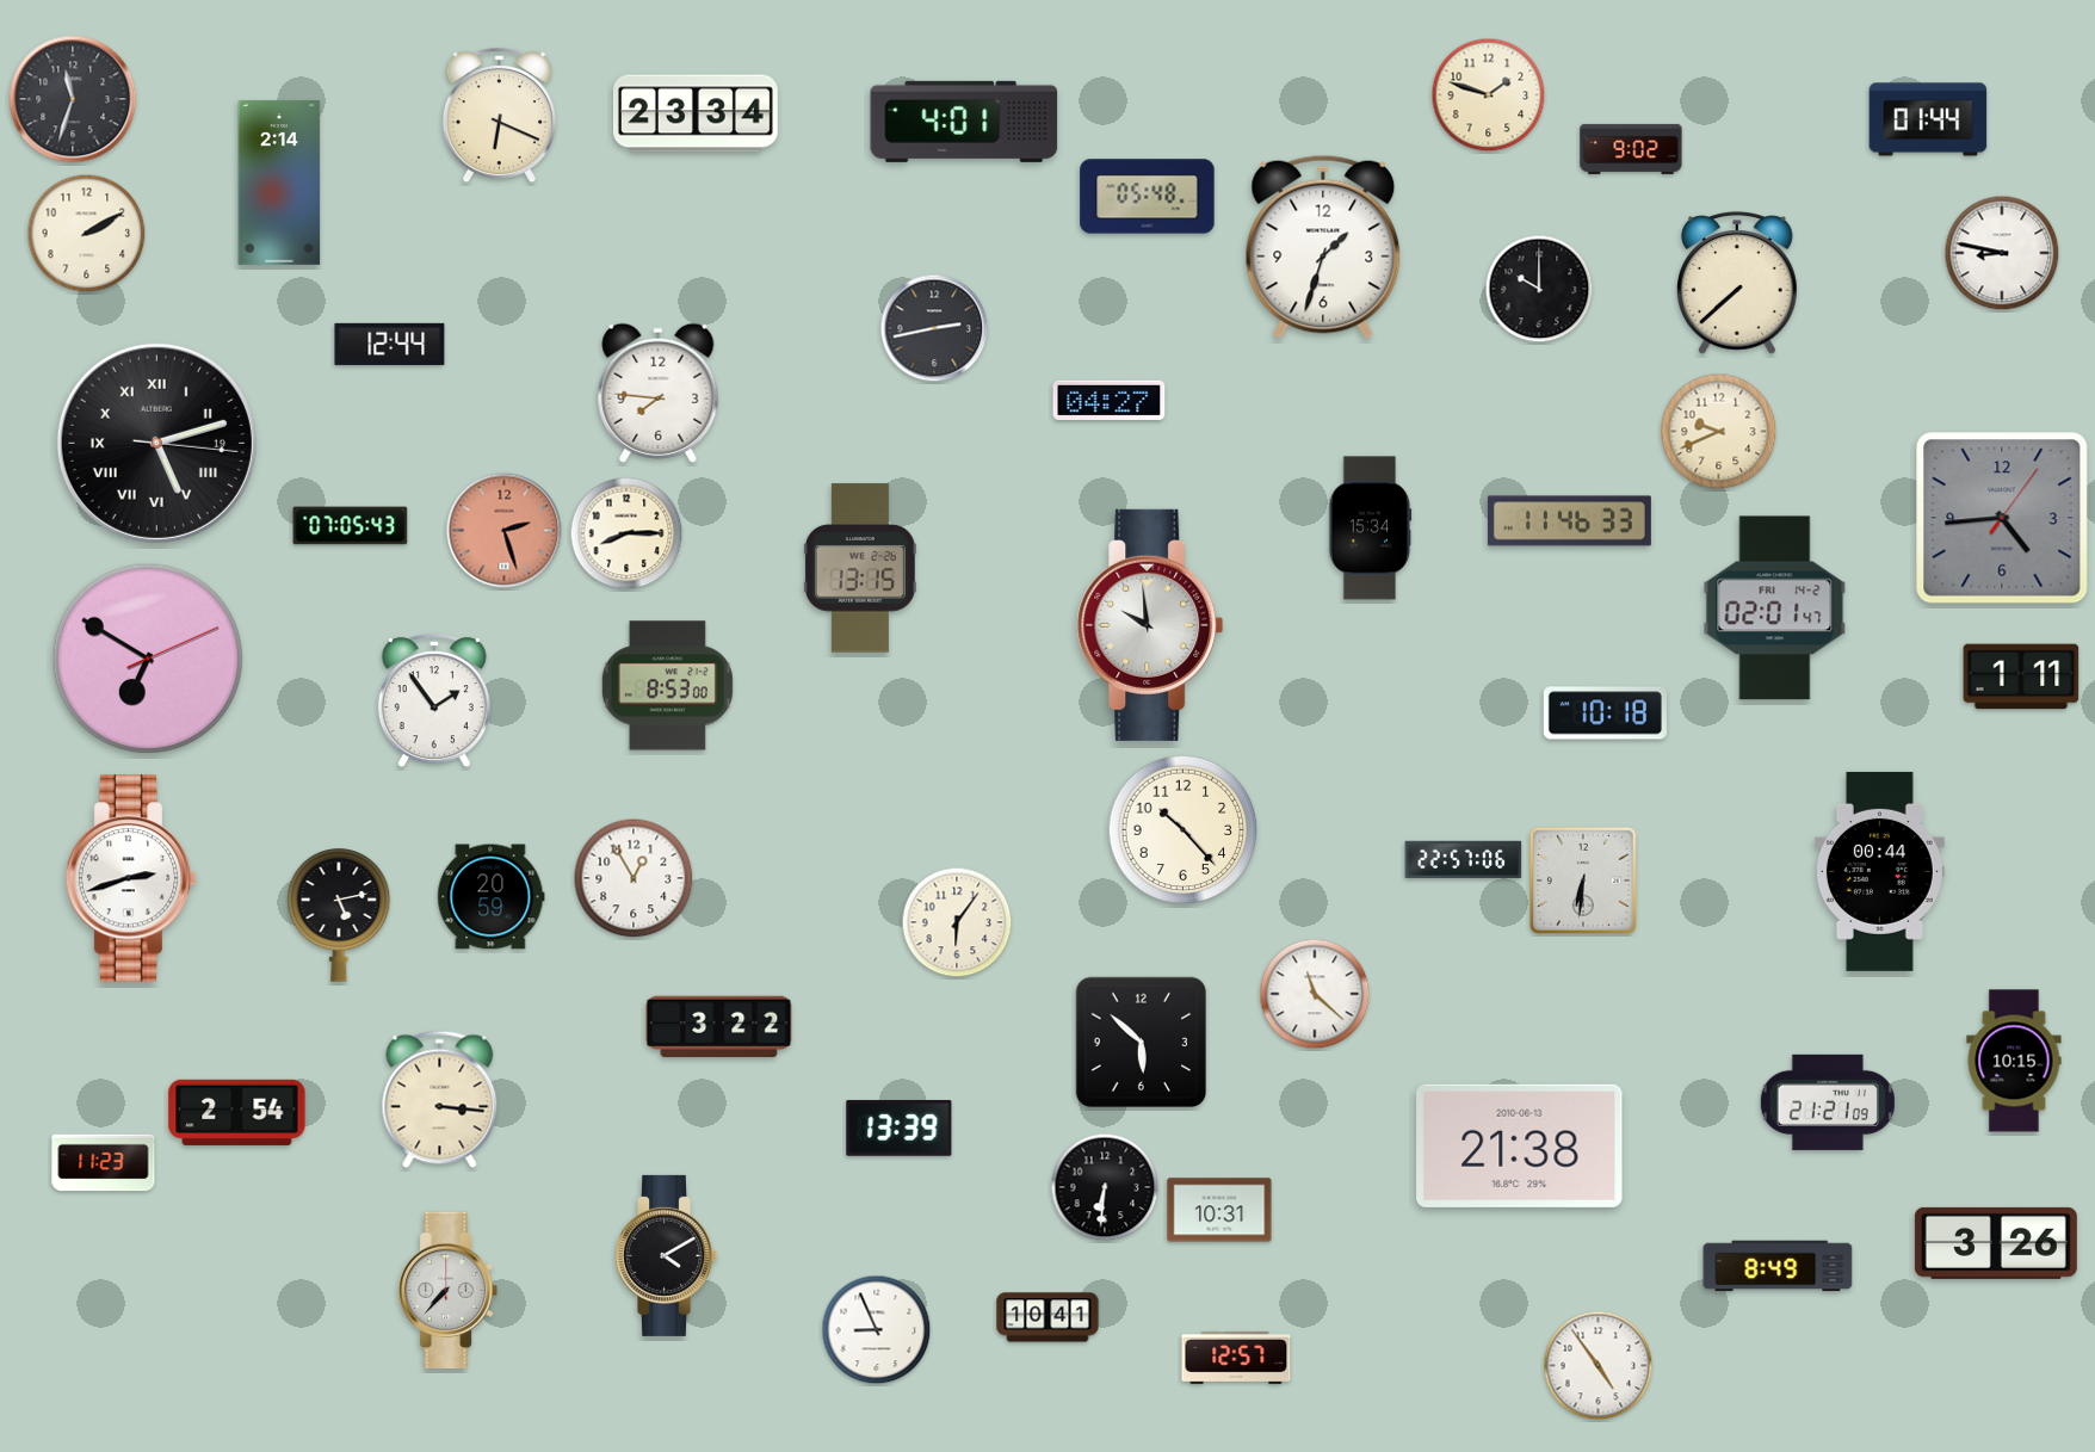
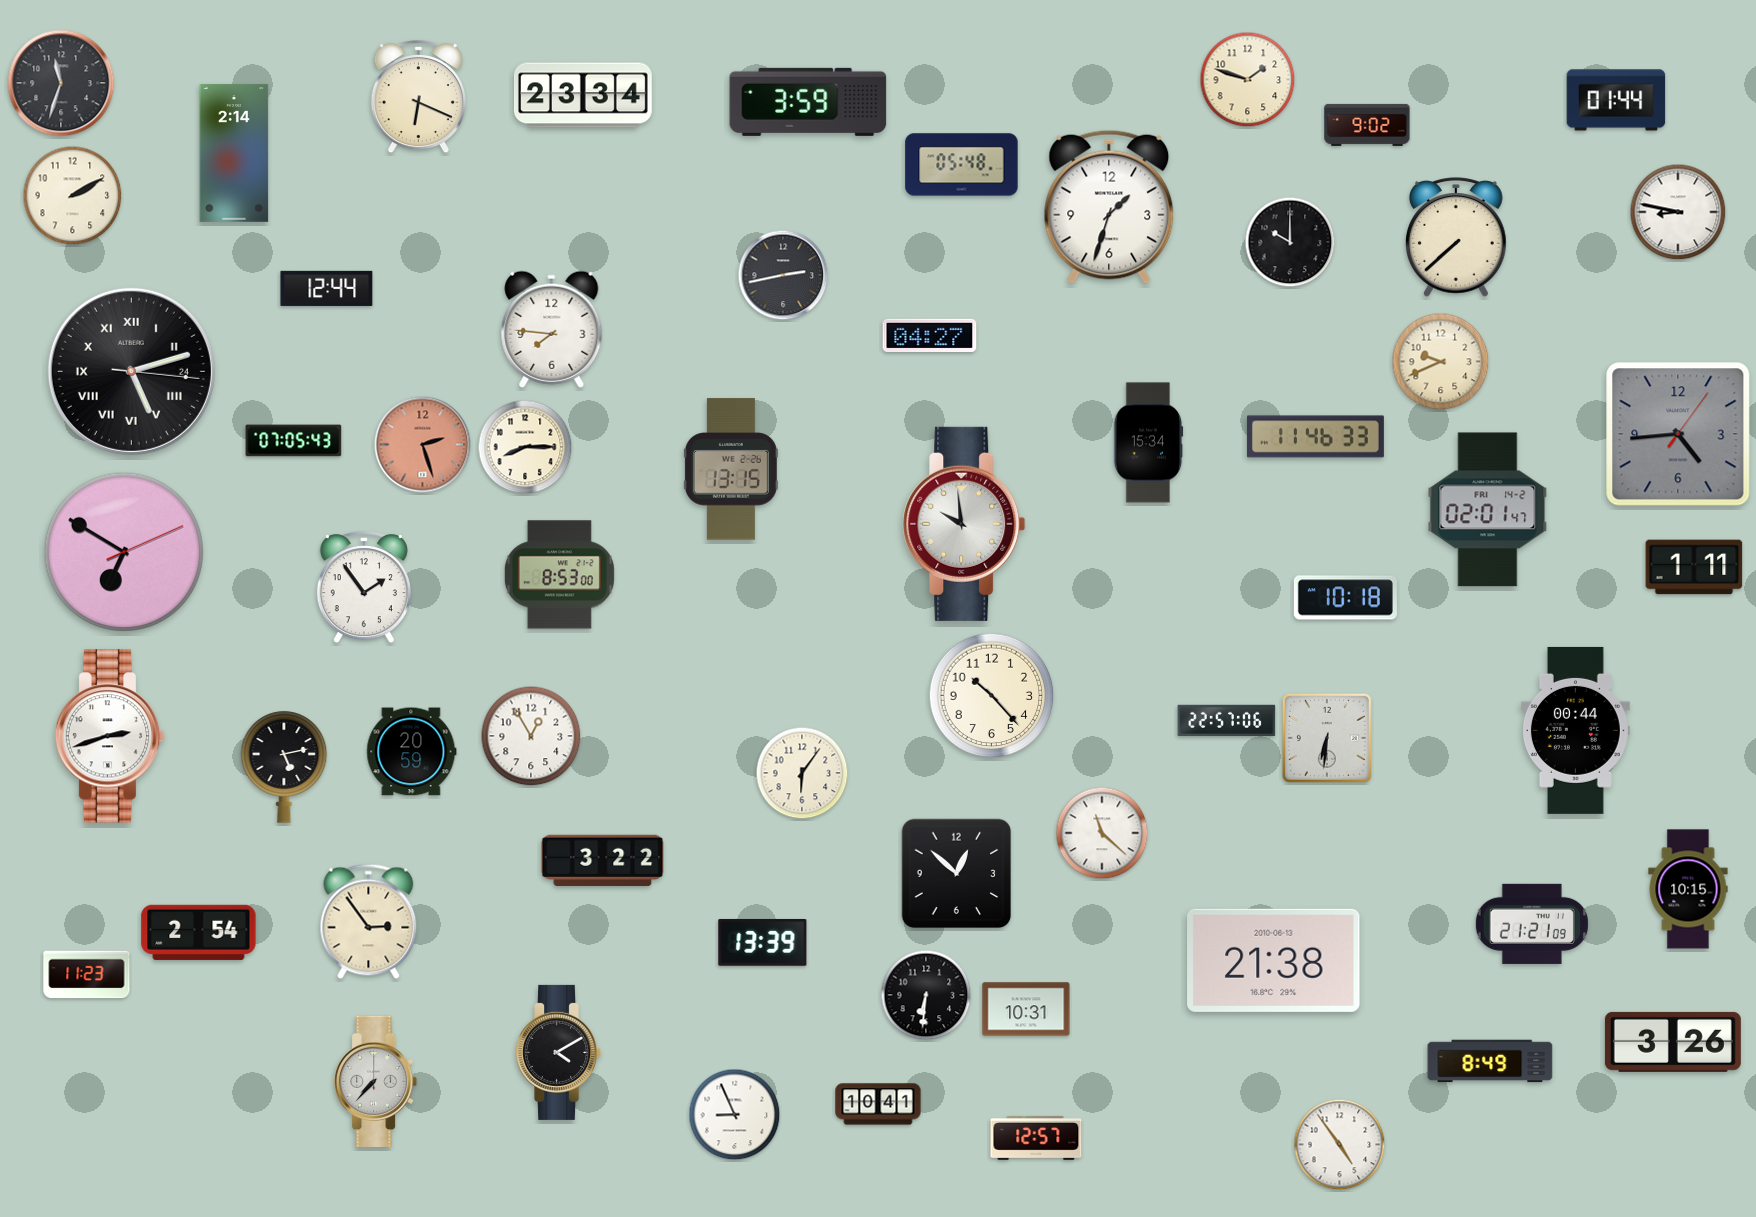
clock at (964, 122): 4:01 -> 3:59
clock at (156, 443) date: 19 -> 24
clock at (860, 568) position: (860, 568) -> (731, 469)
clock at (1142, 1043): 5:52 -> 12:52
clock at (440, 1100): 3:16 -> 2:54
clock at (900, 1129) position: (900, 1129) -> (763, 943)
clock at (1219, 1210) position: (1219, 1210) -> (1026, 1009)
